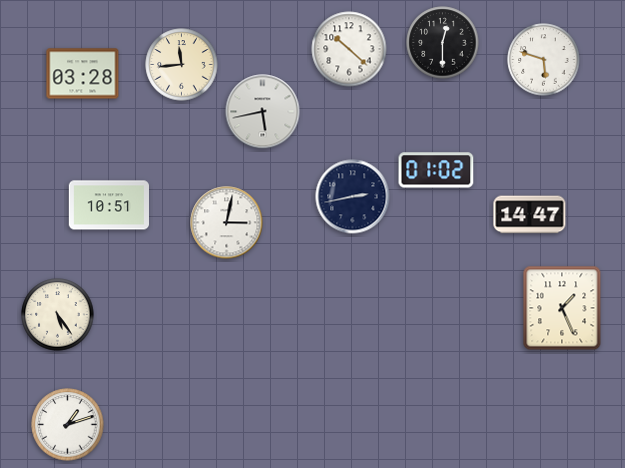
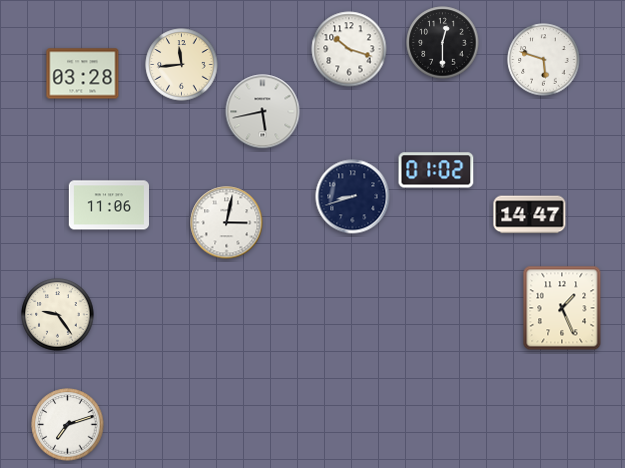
clock at (349, 49): 10:22 -> 10:18
clock at (353, 197): 2:43 -> 8:42
clock at (108, 205): 10:51 -> 11:06
clock at (58, 315): 5:24 -> 9:24
clock at (68, 425): 1:12 -> 7:12
